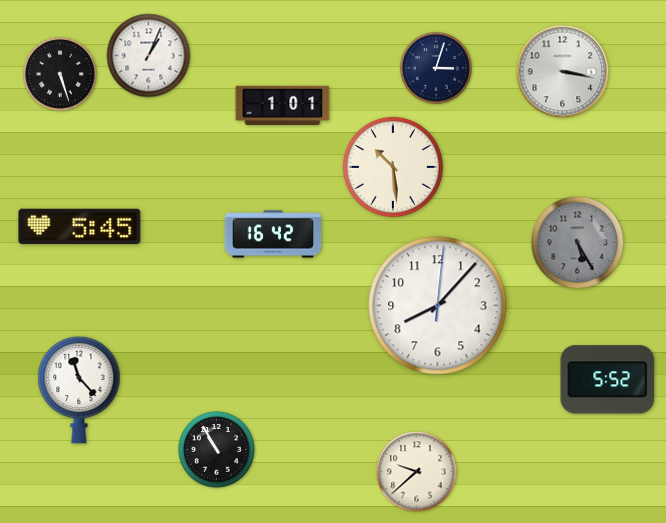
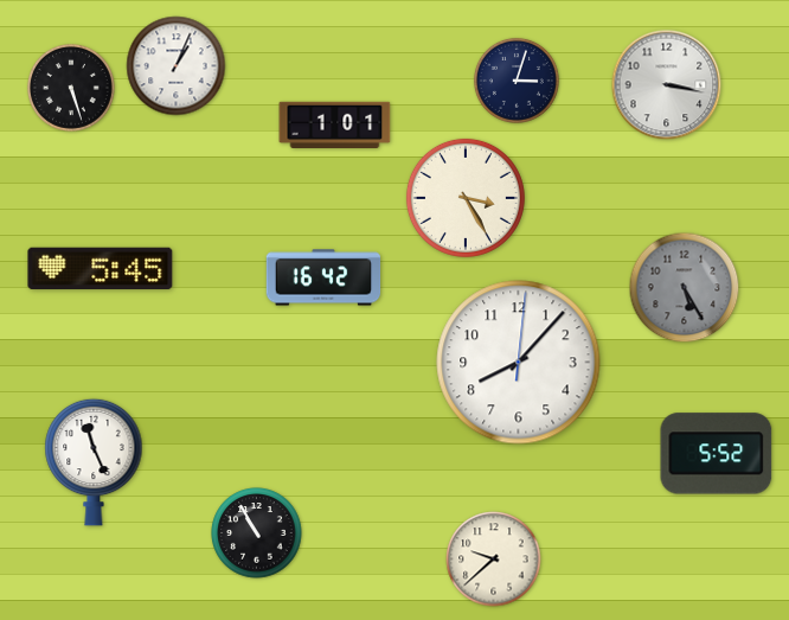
clock at (393, 167): 10:29 -> 3:25
clock at (80, 227) position: (80, 227) -> (101, 269)
clock at (608, 380) position: (608, 380) -> (717, 454)
clock at (79, 390): 11:23 -> 11:26
